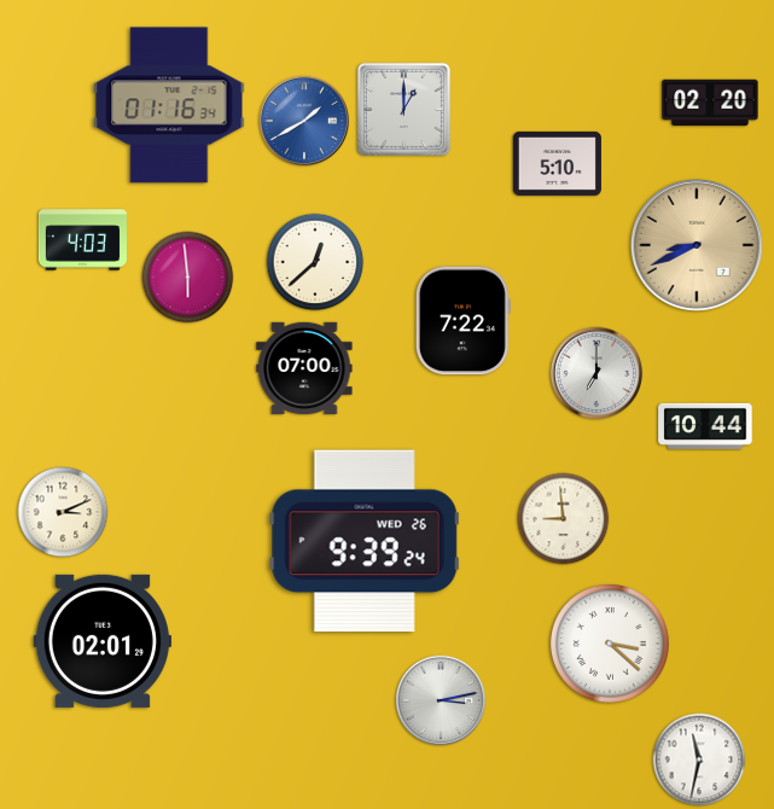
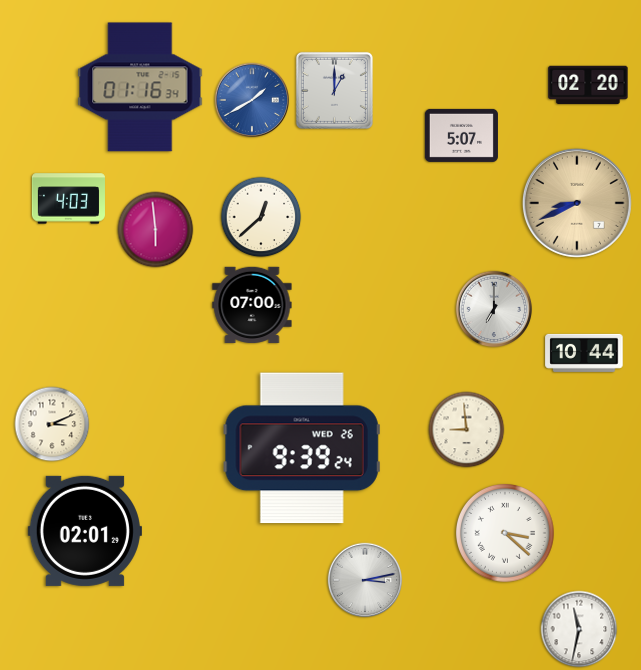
clock at (557, 163): 5:10 -> 5:07
clock at (462, 321): 7:22 -> none
